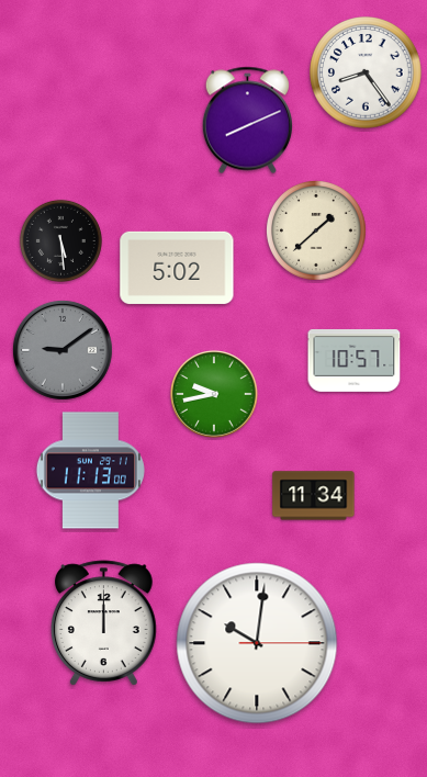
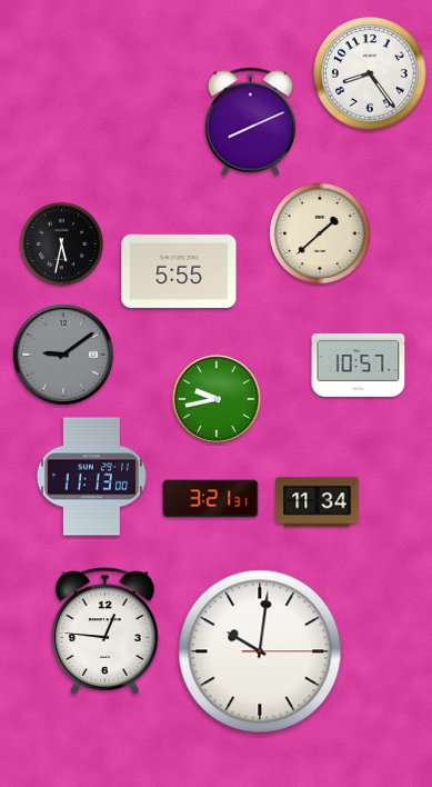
clock at (60, 240): 5:29 -> 5:32
clock at (177, 268): 5:02 -> 5:55
clock at (211, 499): none -> 3:21
clock at (104, 623): 12:00 -> 12:46
